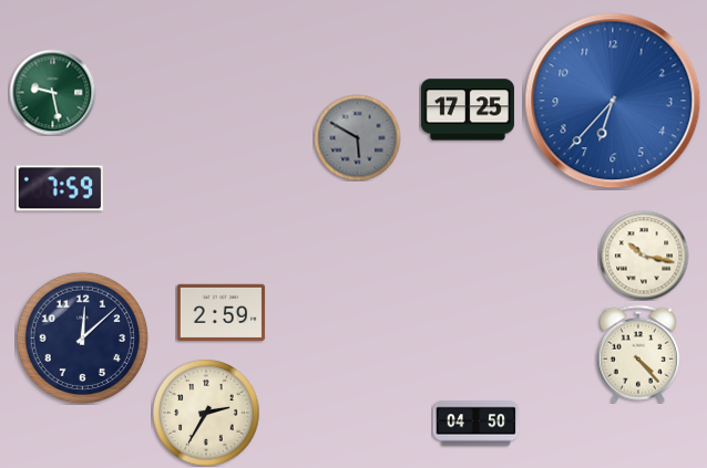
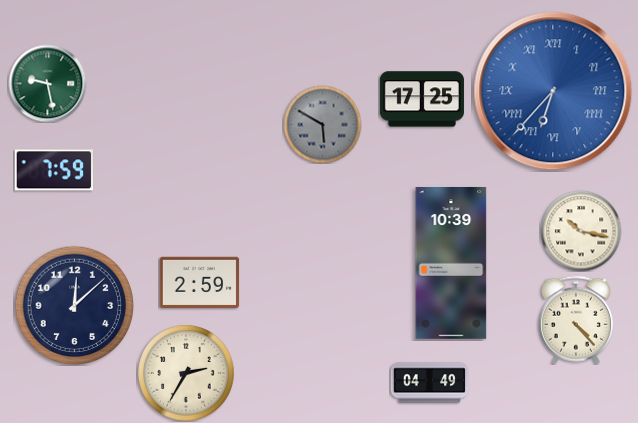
clock at (613, 101) numerals: Arabic -> Roman
clock at (451, 264): none -> 10:39
clock at (475, 424): 04:50 -> 04:49
